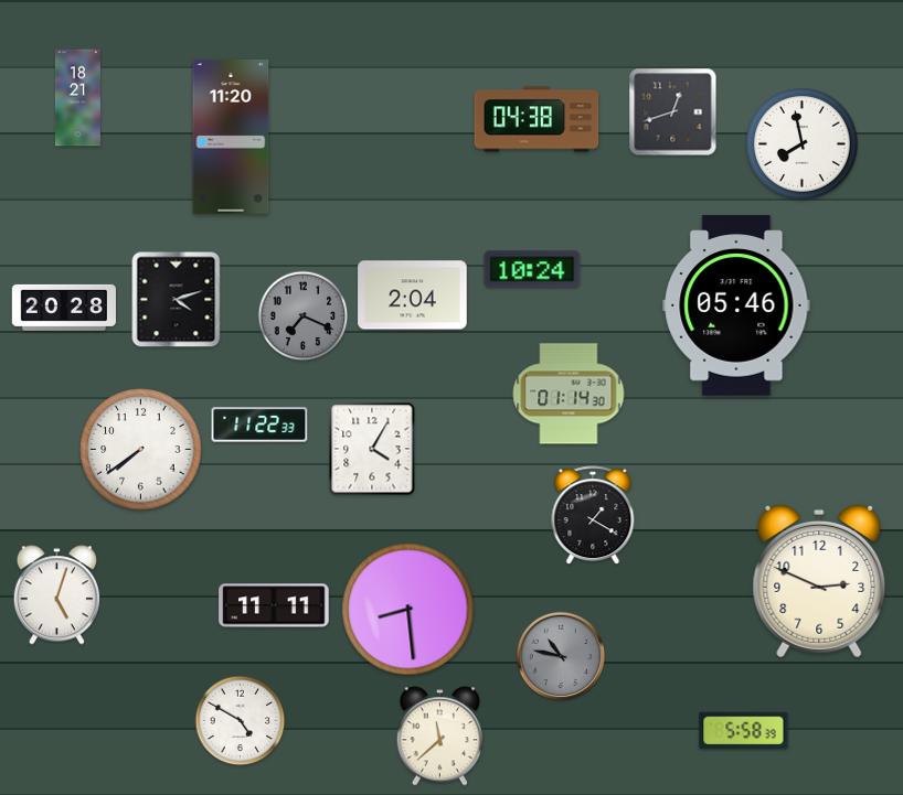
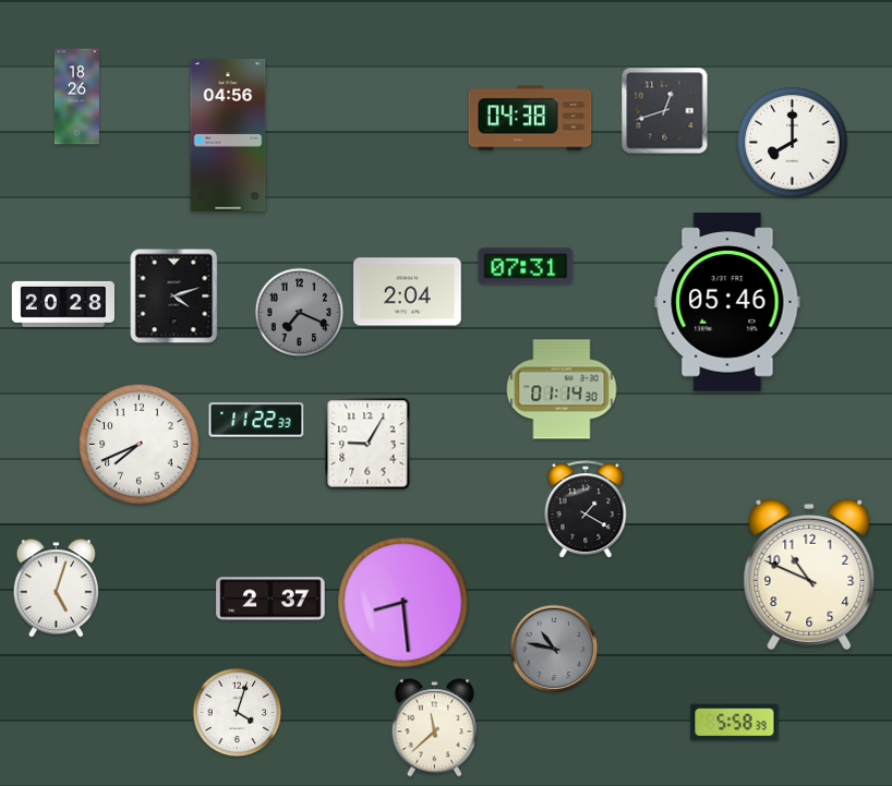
clock at (77, 98): 18:21 -> 18:26
clock at (231, 137): 11:20 -> 04:56
clock at (803, 144): 7:58 -> 8:00
clock at (532, 269): 10:24 -> 07:31
clock at (372, 449): 4:05 -> 9:05
clock at (141, 450): 7:39 -> 7:41
clock at (819, 581): 2:49 -> 10:49
clock at (274, 605): 11:11 -> 2:37
clock at (241, 721): 4:50 -> 4:03
